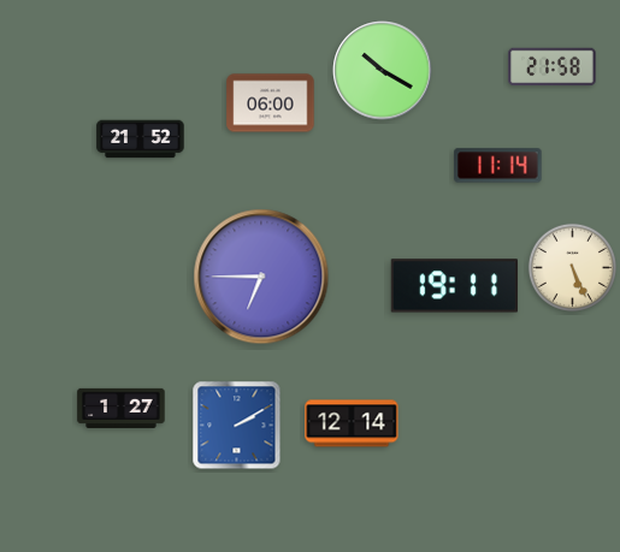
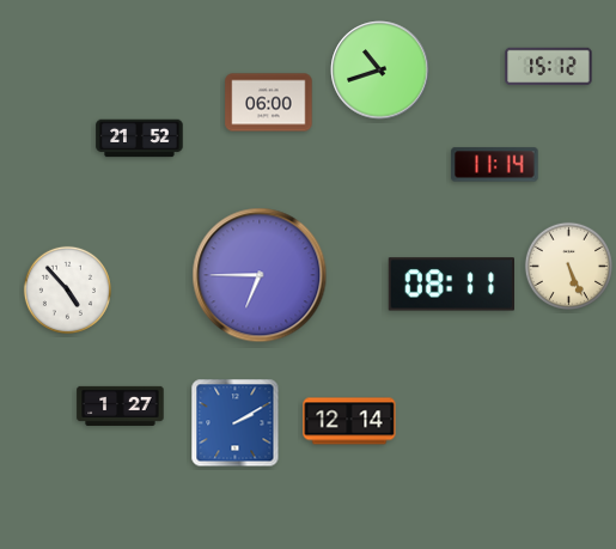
clock at (553, 67): 21:58 -> 15:12
clock at (383, 71): 10:20 -> 10:42
clock at (454, 286): 19:11 -> 08:11
clock at (67, 289): none -> 4:53
